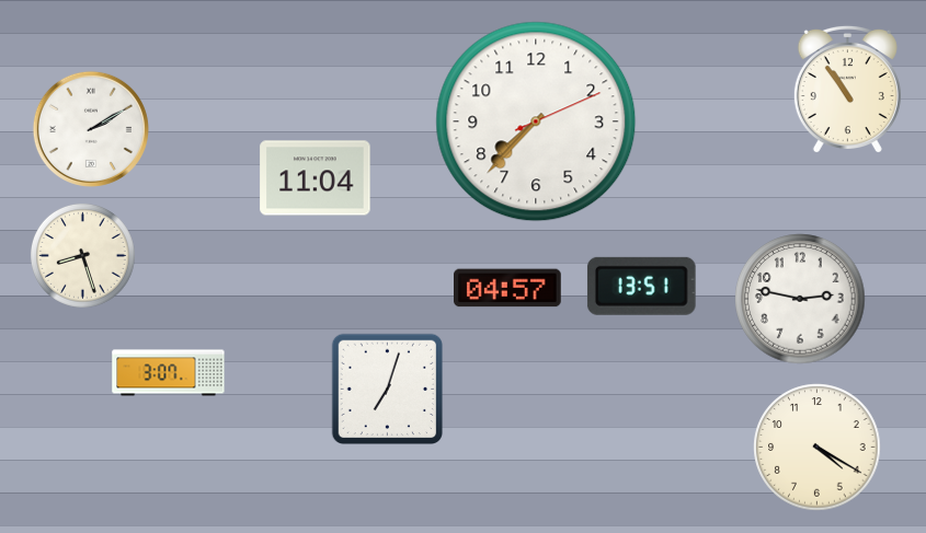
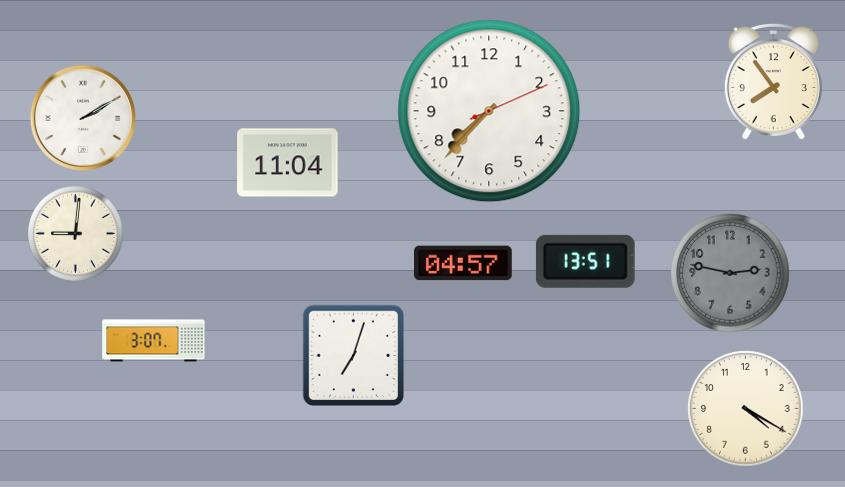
clock at (847, 89): 10:54 -> 7:54
clock at (82, 255): 8:27 -> 9:01
clock at (800, 299) dial: white -> grey
